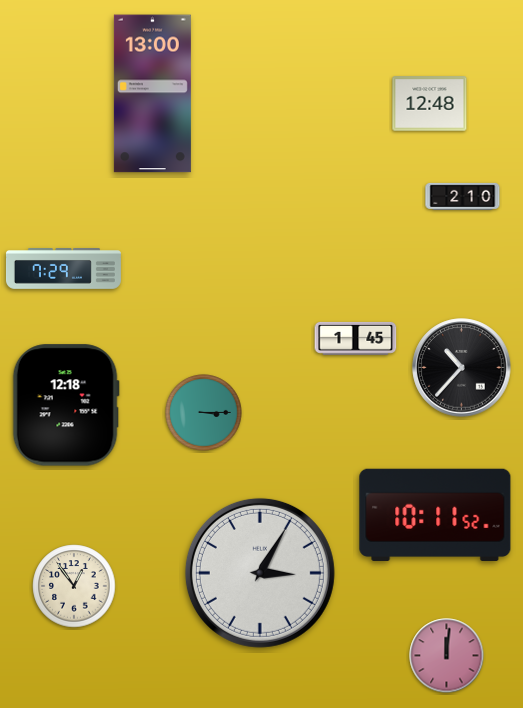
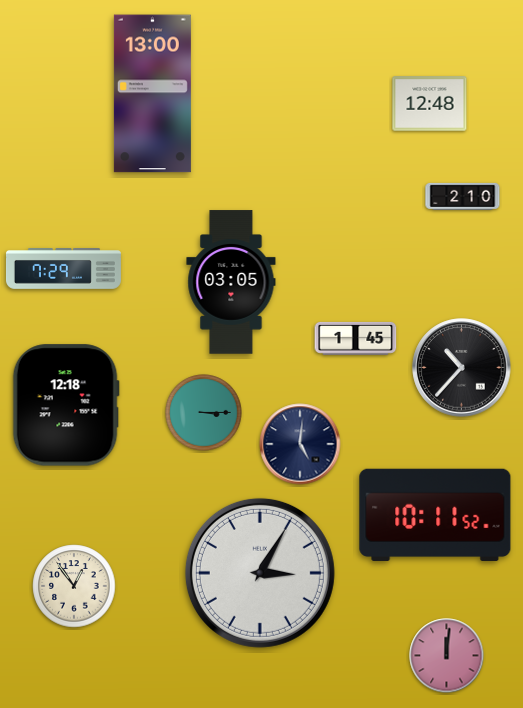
clock at (231, 282): none -> 03:05
clock at (300, 444): none -> 5:01
